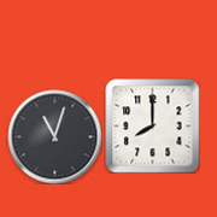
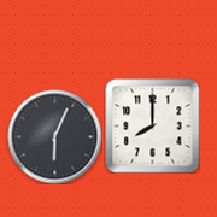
clock at (54, 136): 11:03 -> 6:04
